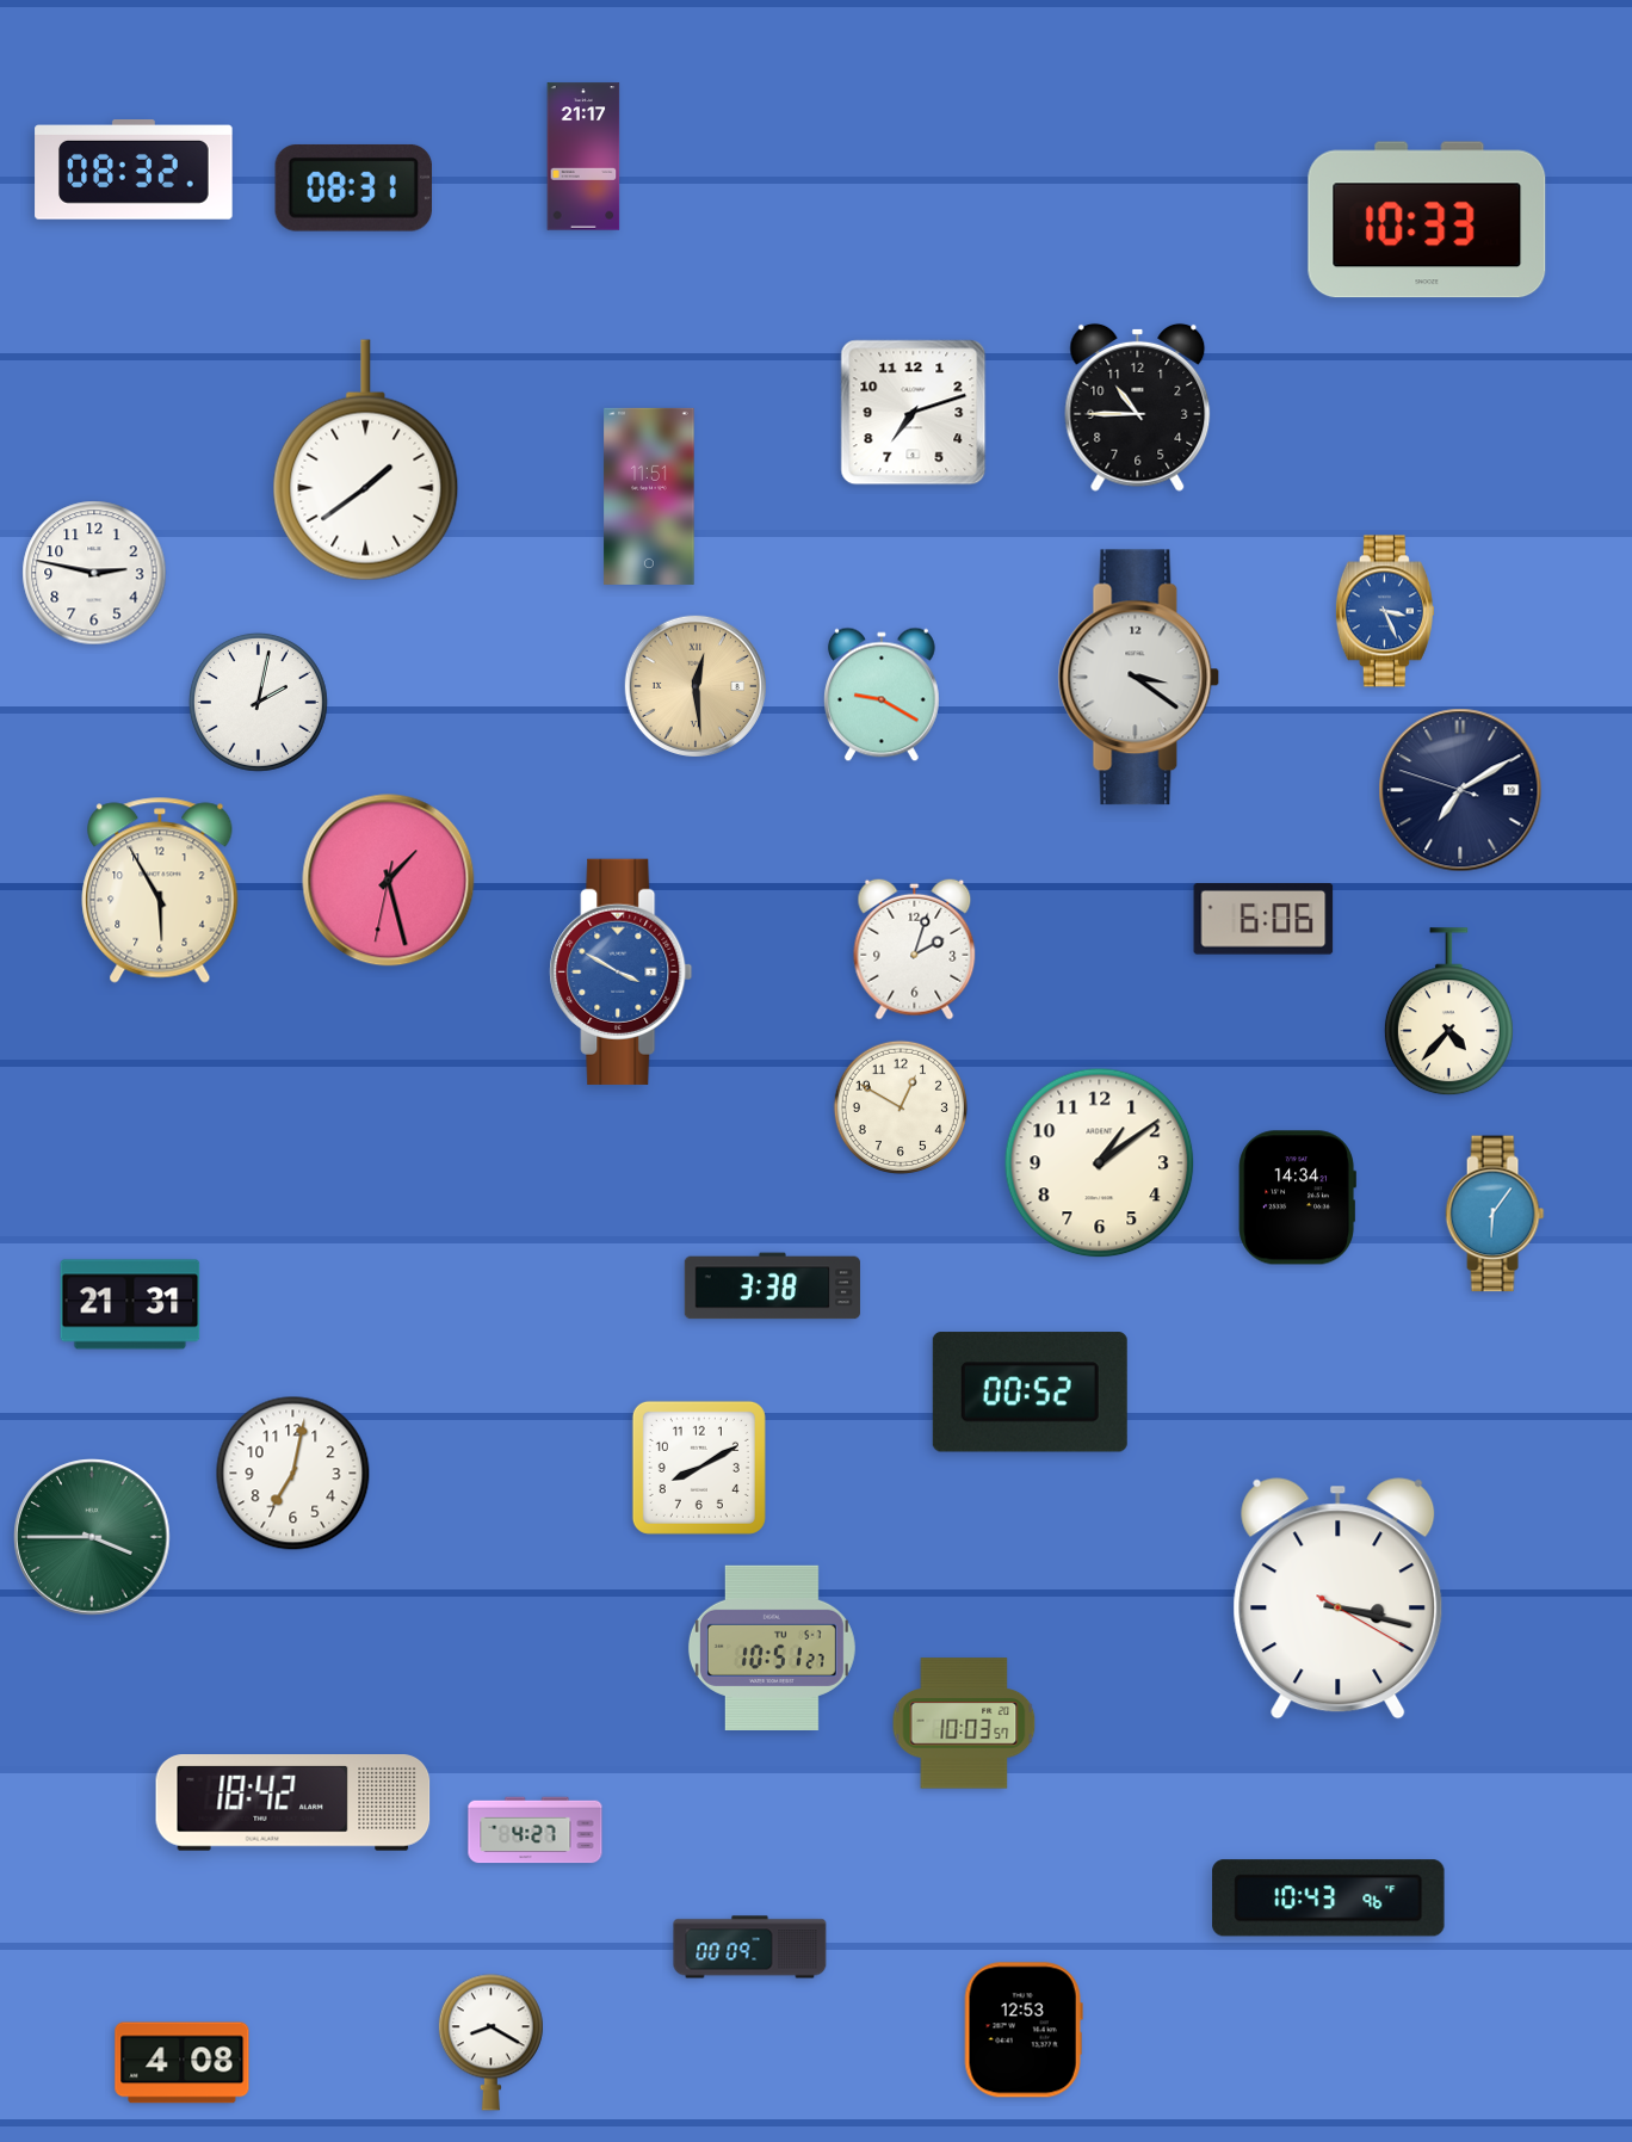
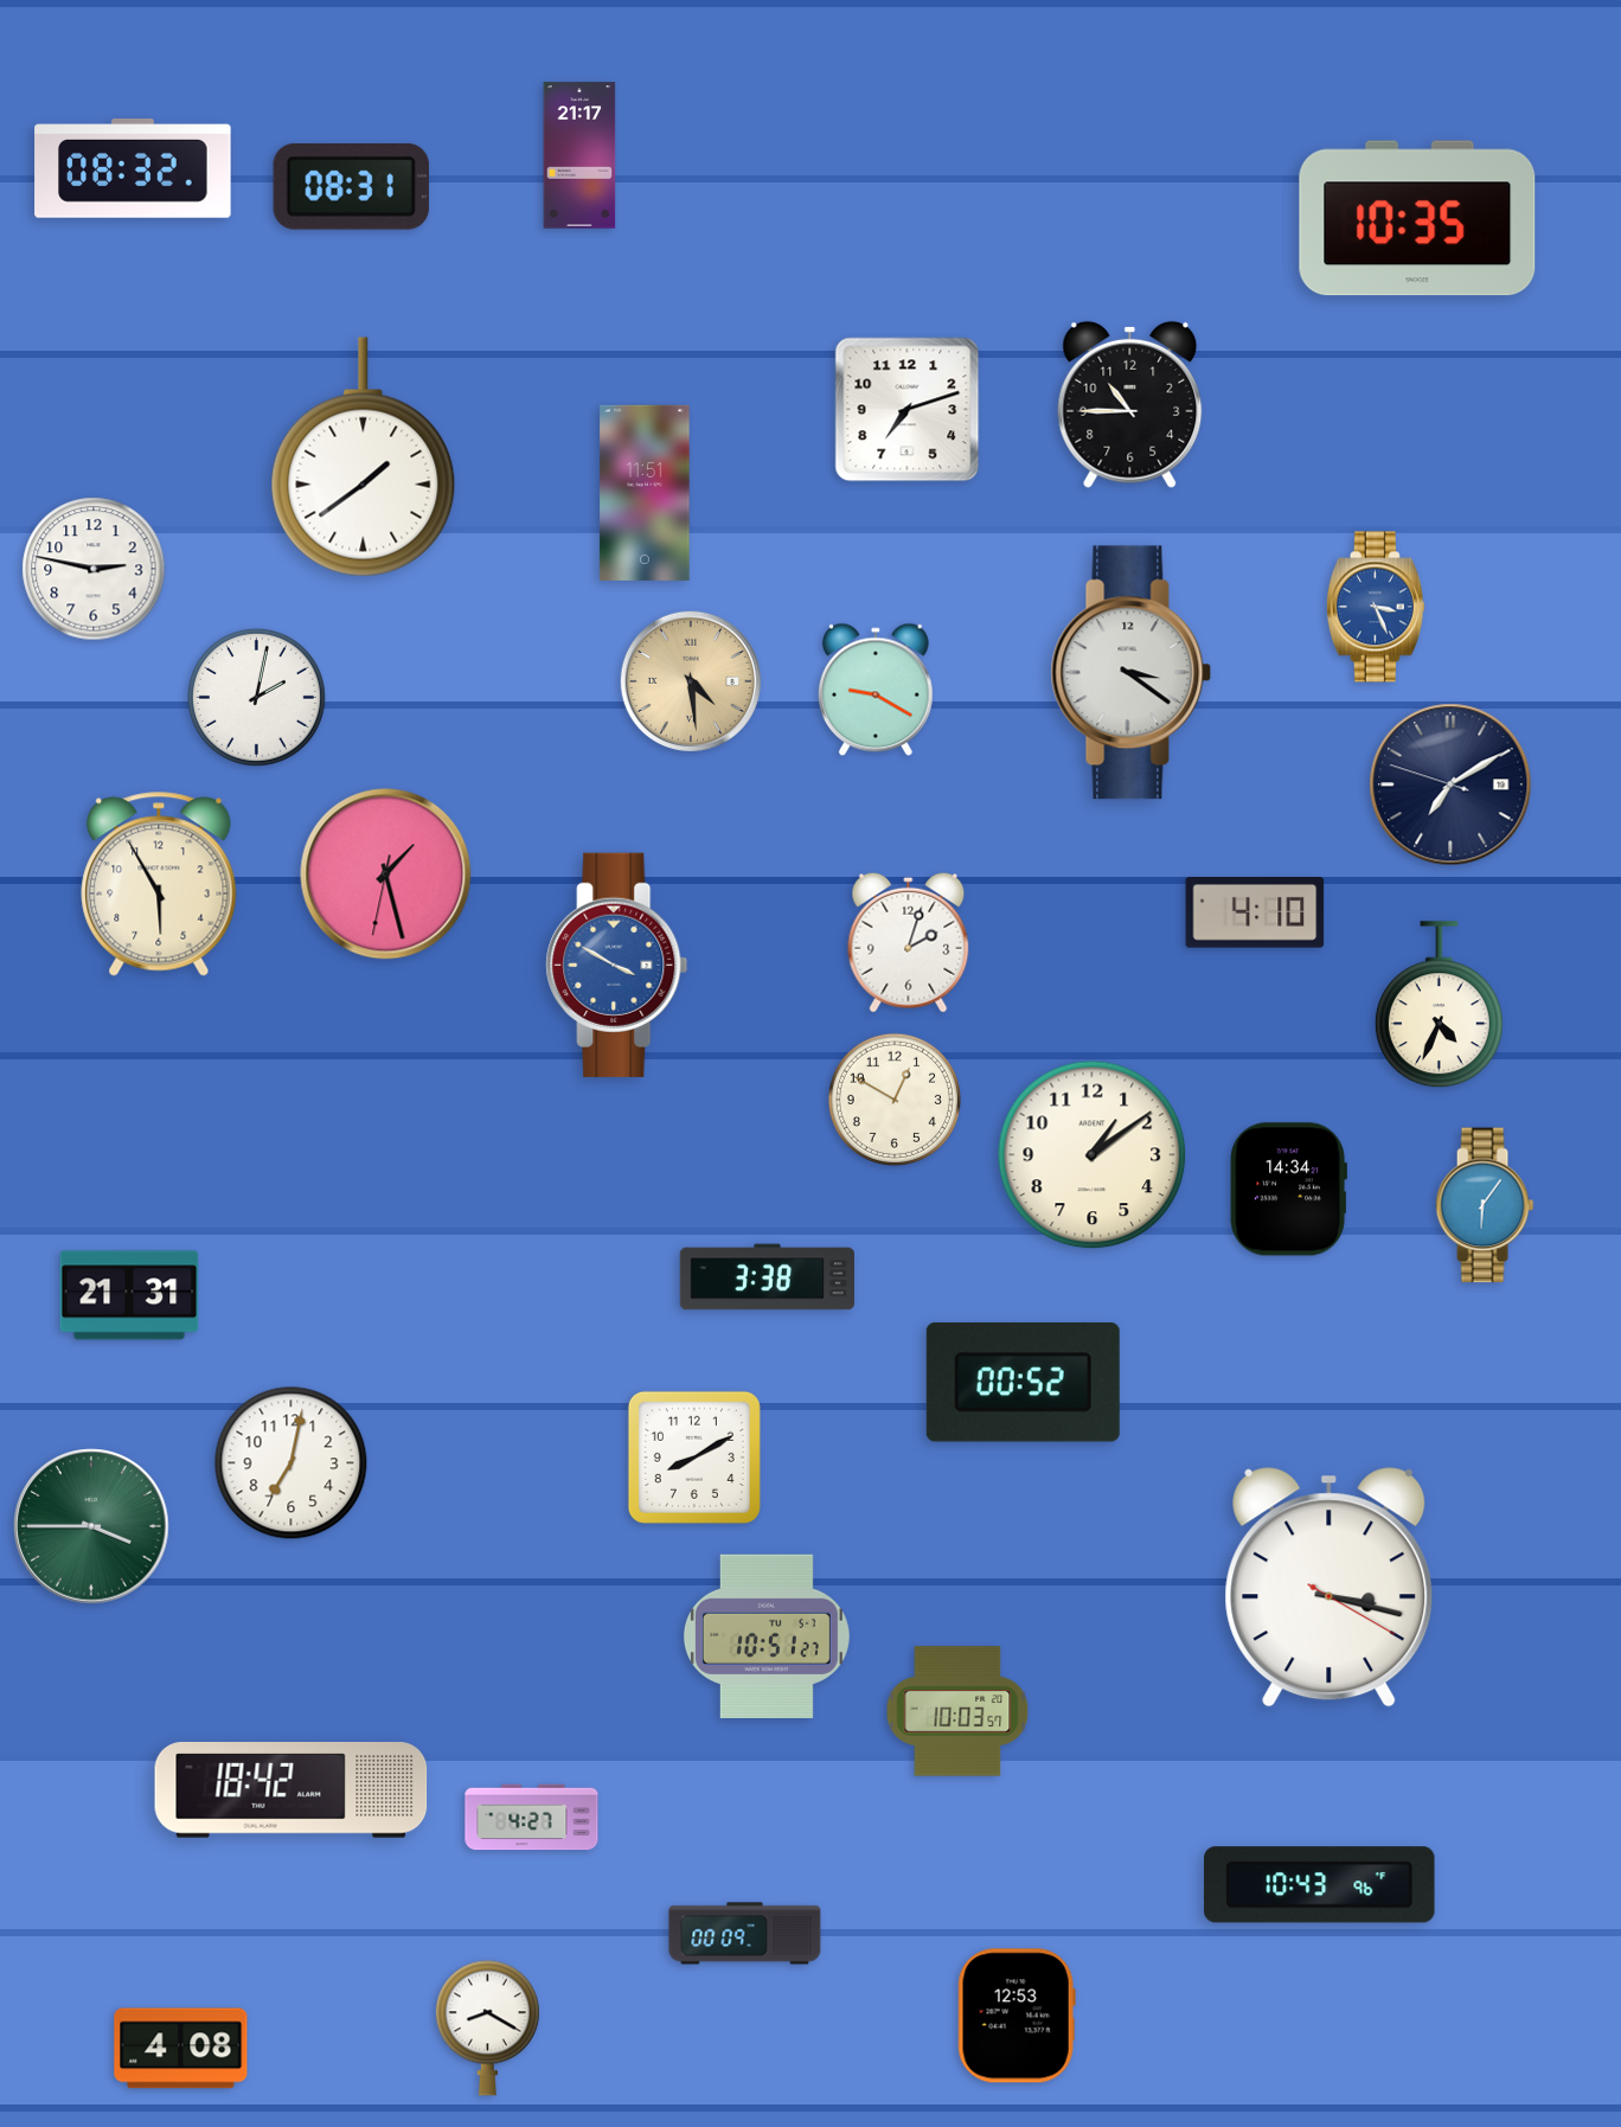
clock at (1427, 220): 10:33 -> 10:35
clock at (694, 685): 12:29 -> 4:29
clock at (1263, 919): 6:06 -> 4:10
clock at (1448, 1012): 4:37 -> 4:34
